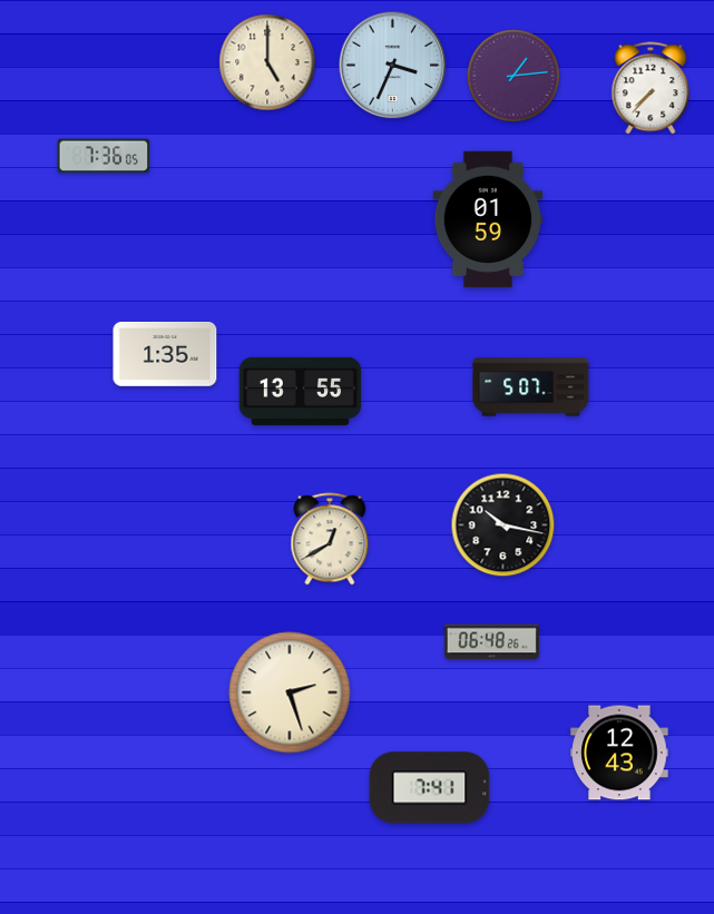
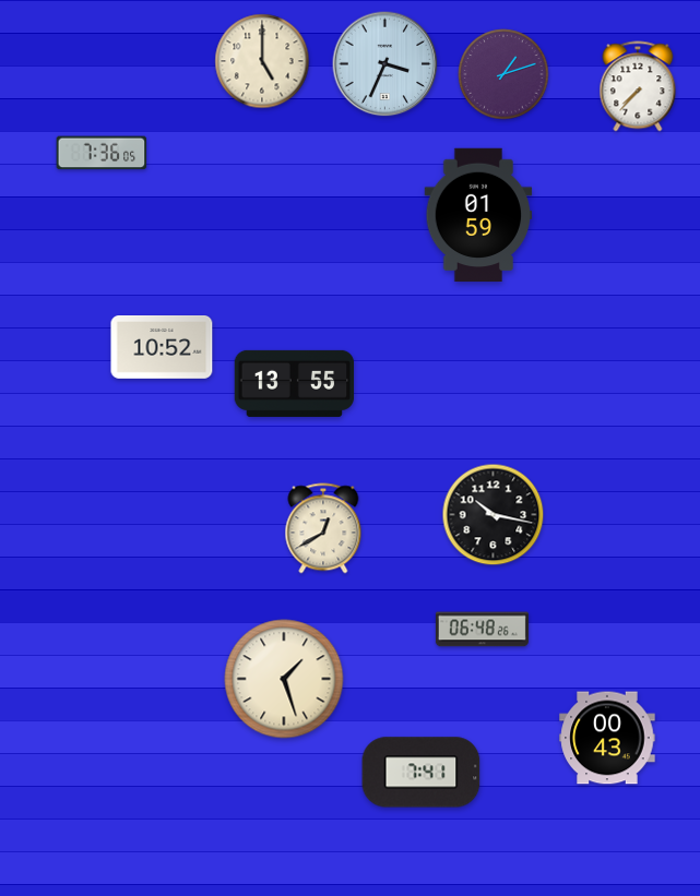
clock at (514, 76): 1:14 -> 1:12
clock at (165, 355): 1:35 -> 10:52
clock at (531, 387): 5:07 -> none
clock at (290, 692): 2:27 -> 1:27
clock at (619, 753): 12:43 -> 00:43
